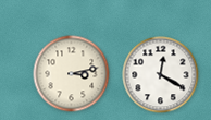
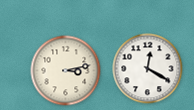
clock at (72, 74) position: (72, 74) -> (66, 71)
